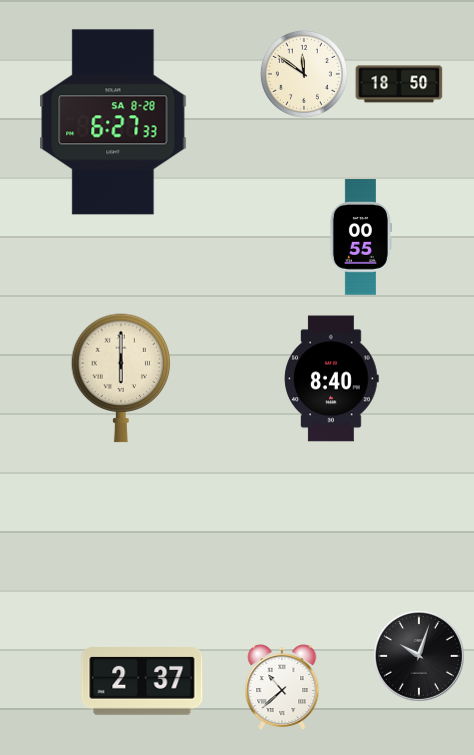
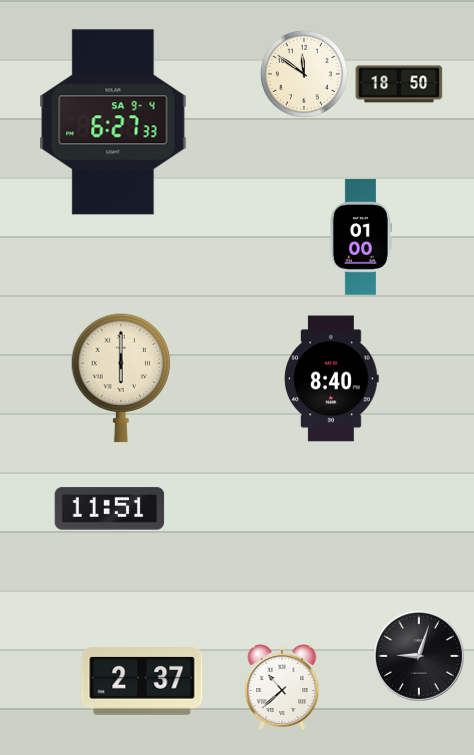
clock at (113, 122) date: SA 8-28 -> SA 9-4
clock at (360, 237): 00:55 -> 01:00
clock at (110, 509): none -> 11:51
clock at (419, 656): 10:03 -> 9:03
